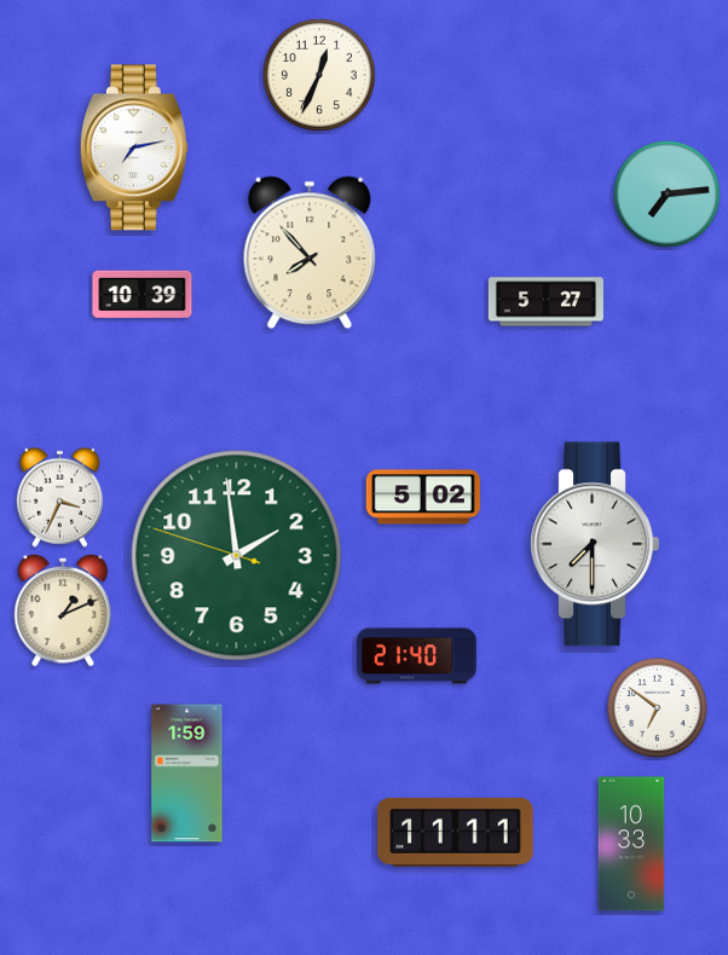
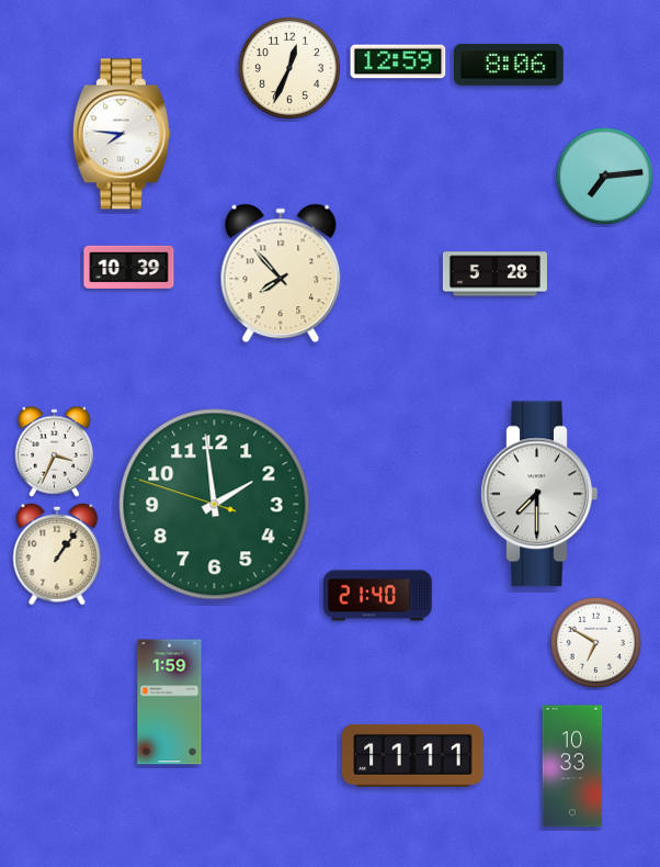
clock at (398, 61): none -> 12:59
clock at (509, 65): none -> 8:06
clock at (134, 147): 7:13 -> 7:46
clock at (310, 253) position: (310, 253) -> (281, 273)
clock at (545, 302): 5:27 -> 5:28
clock at (423, 497): 5:02 -> none
clock at (63, 610): 1:11 -> 1:06
clock at (657, 707): 6:51 -> 6:50
